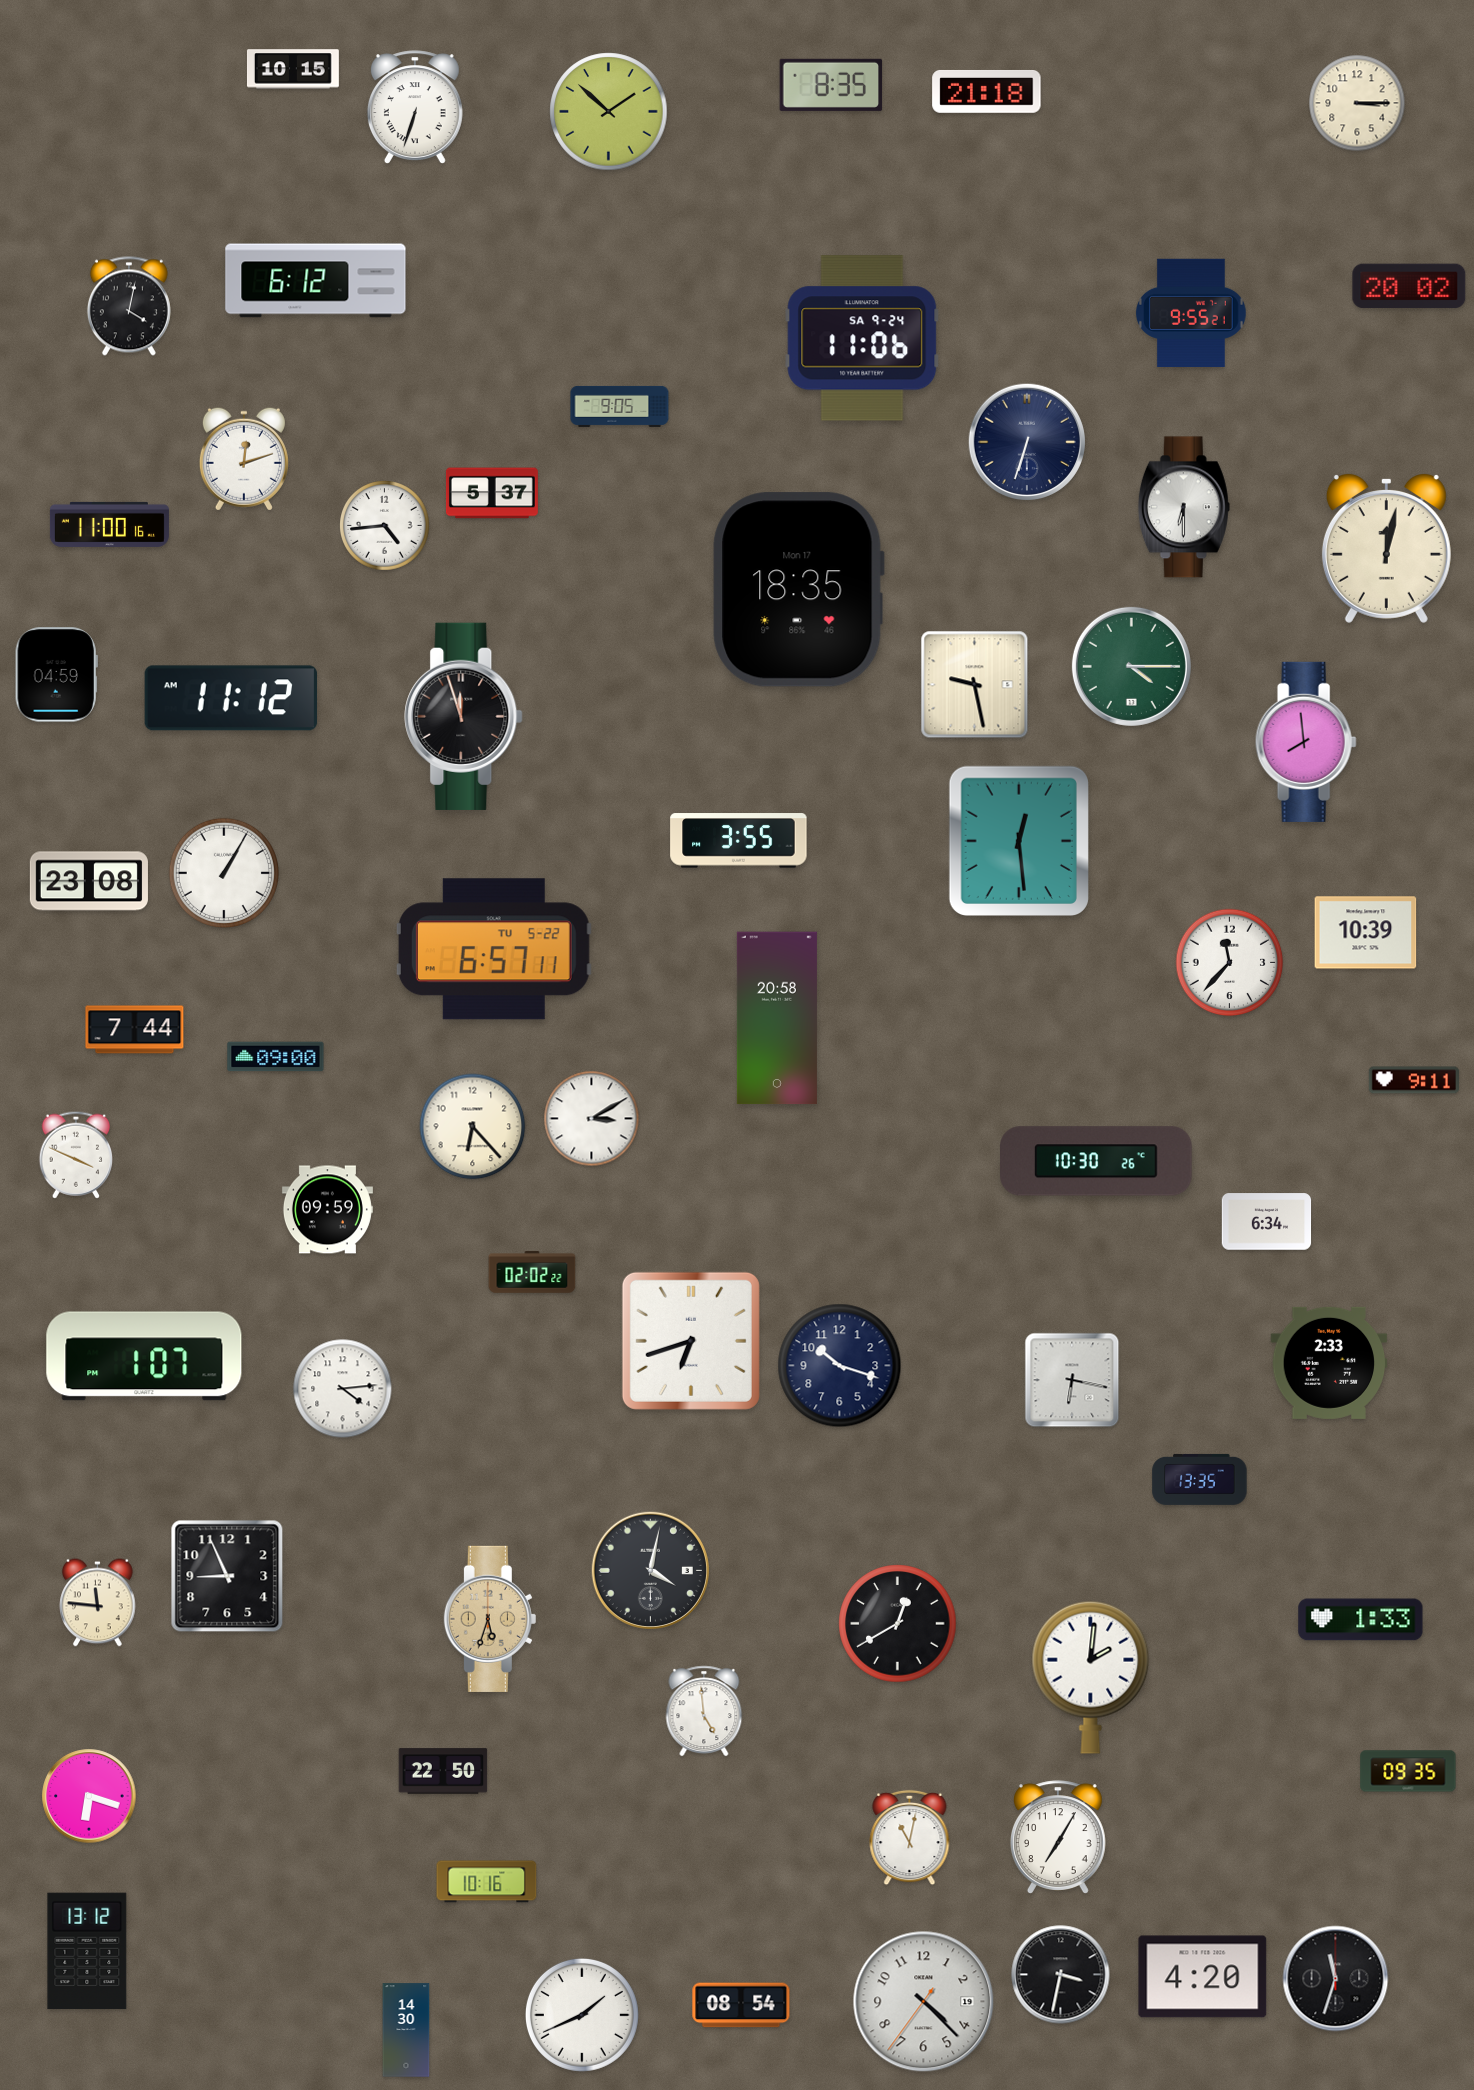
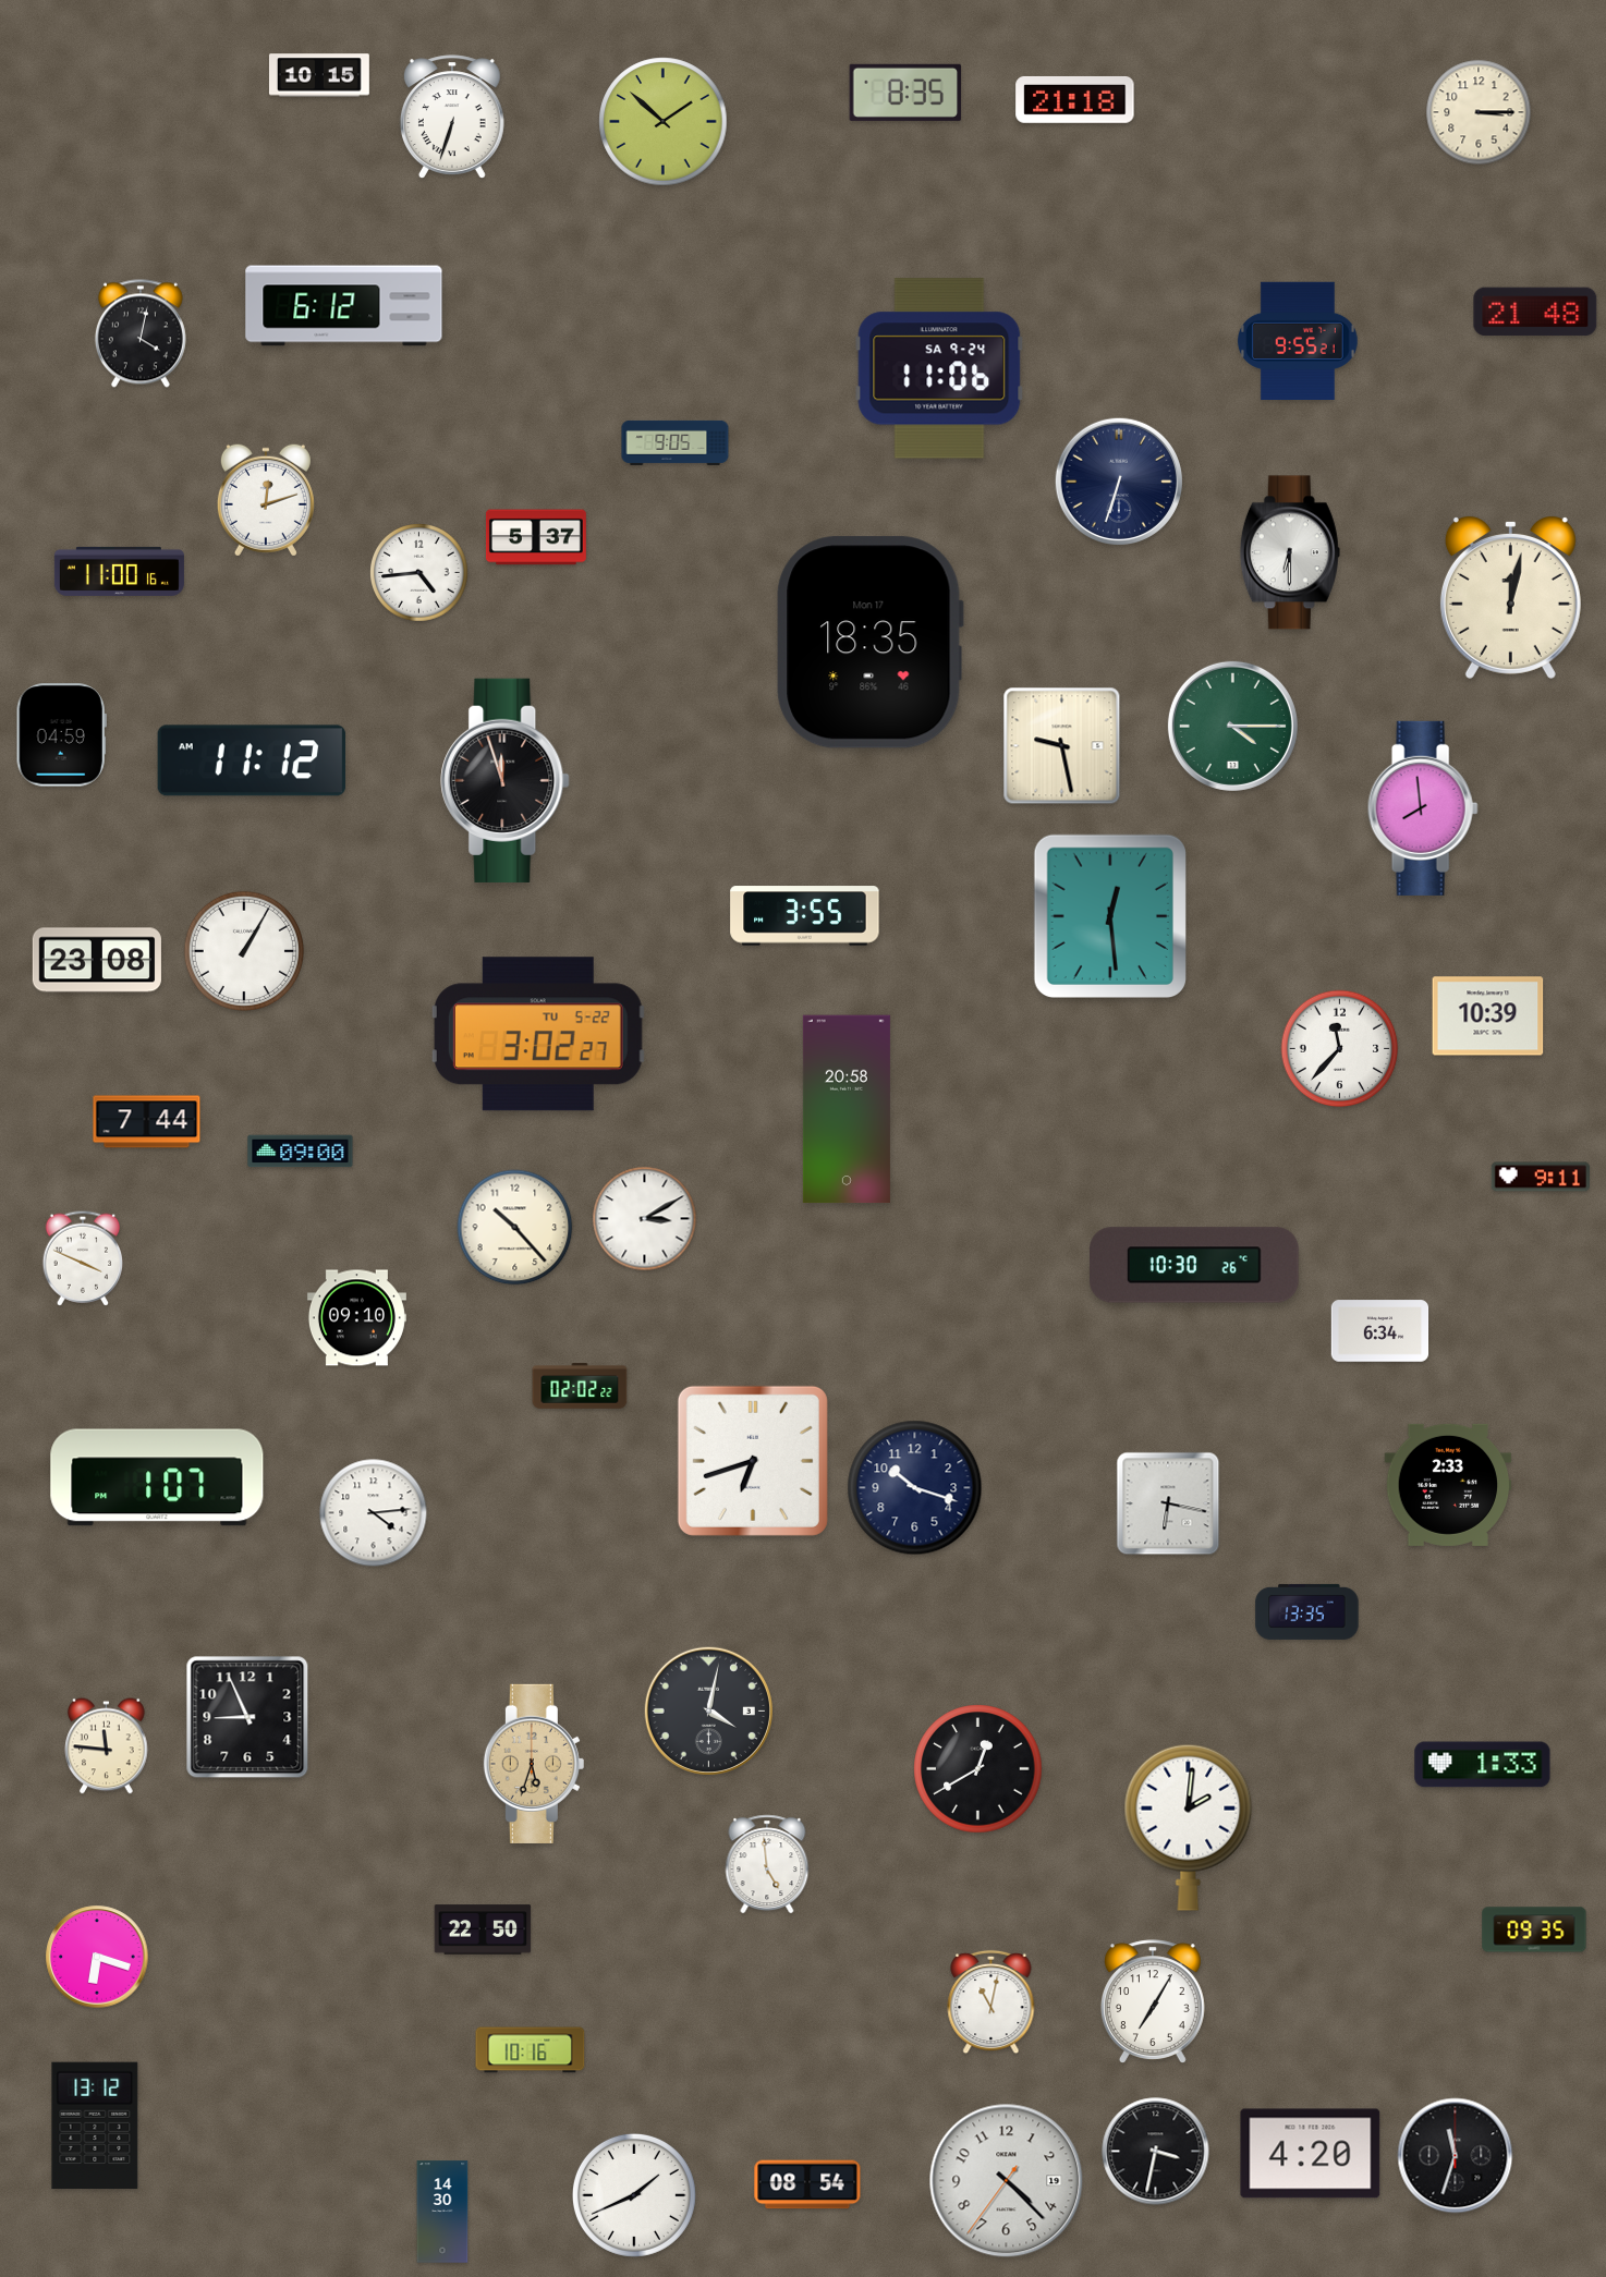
clock at (1409, 286): 20:02 -> 21:48
clock at (494, 949): 6:57 -> 3:02
clock at (473, 1127): 6:23 -> 10:23
clock at (327, 1210): 09:59 -> 09:10
